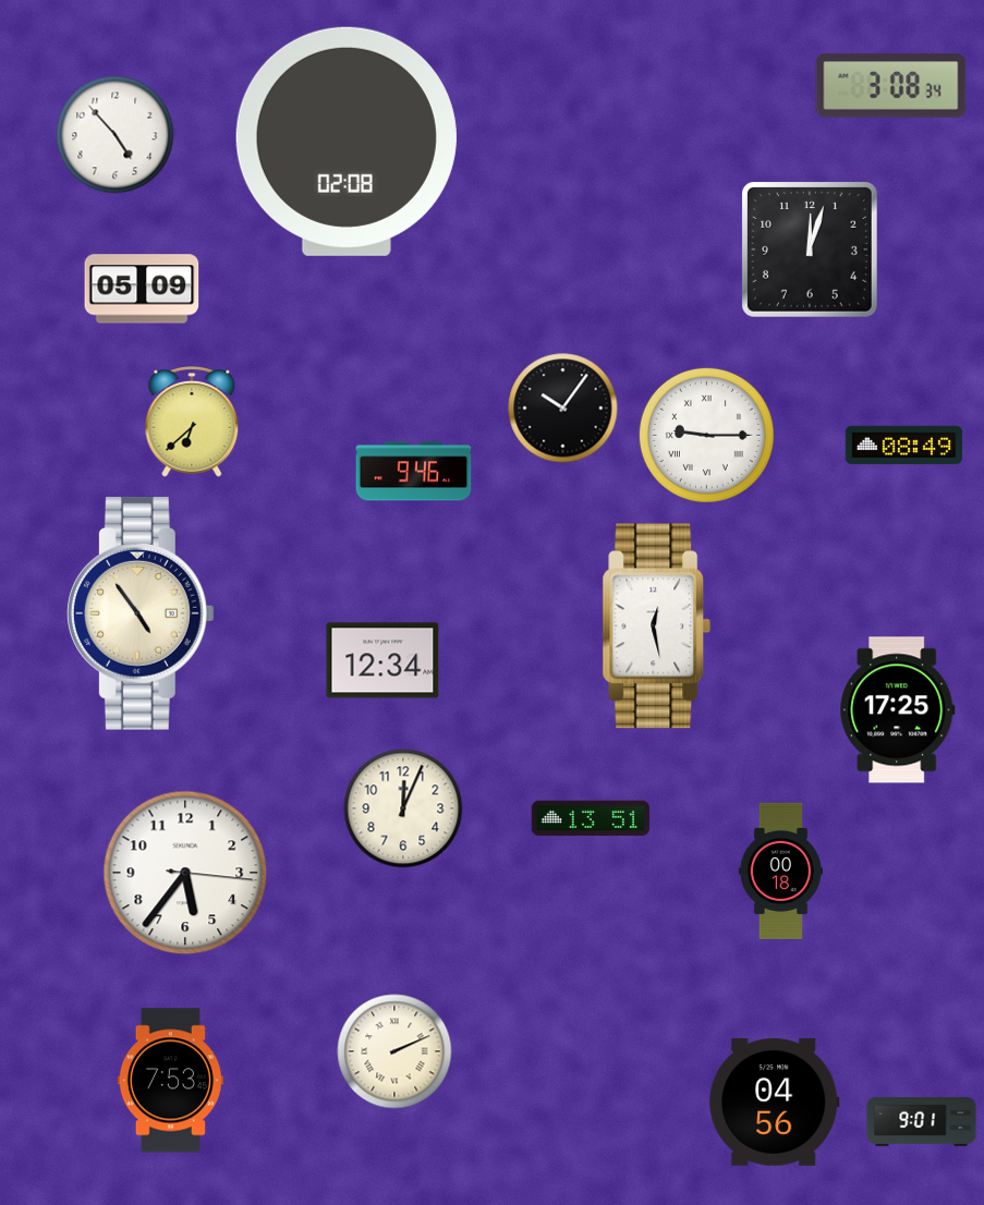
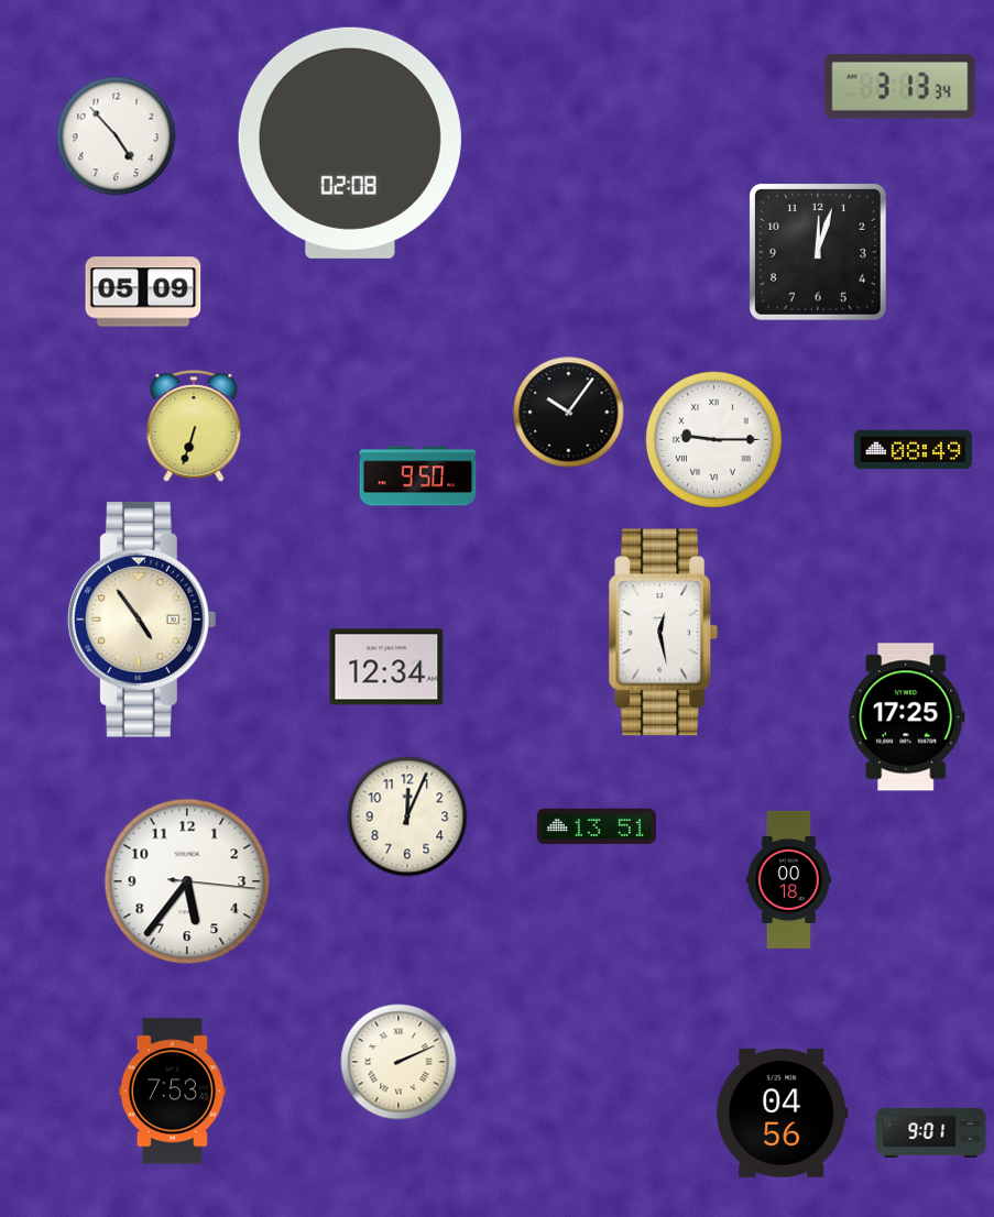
clock at (891, 86): 3:08 -> 3:13
clock at (192, 423): 6:38 -> 6:33
clock at (414, 472): 9:46 -> 9:50
